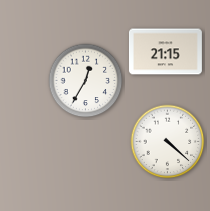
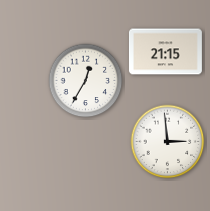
clock at (168, 142): 4:22 -> 2:59
